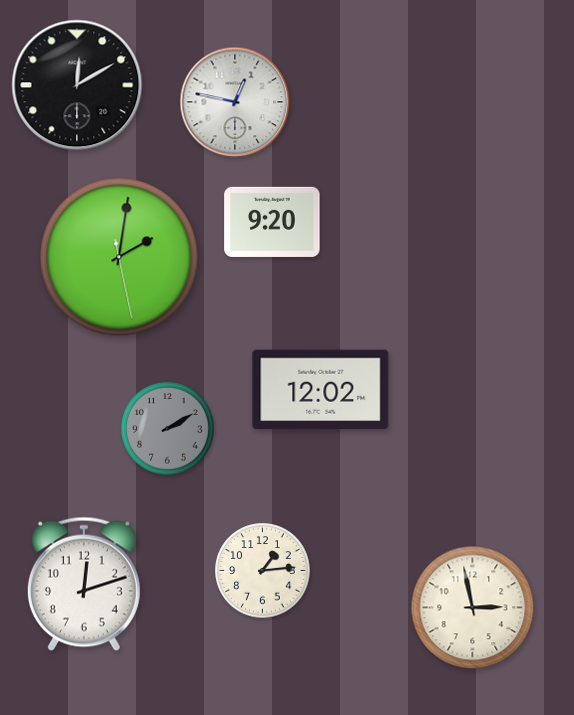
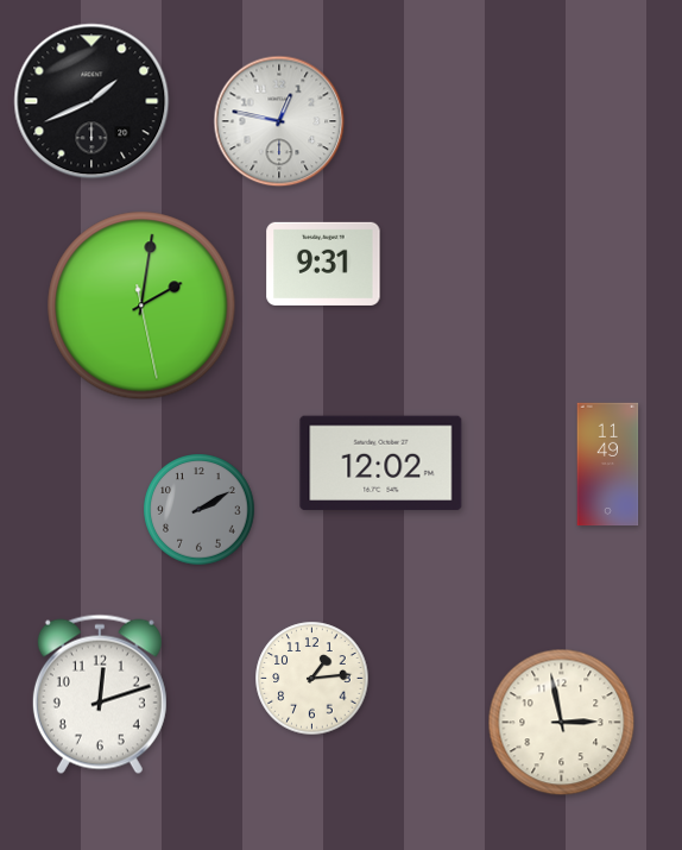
clock at (77, 85): 12:10 -> 1:41
clock at (272, 222): 9:20 -> 9:31
clock at (608, 465): none -> 11:49
